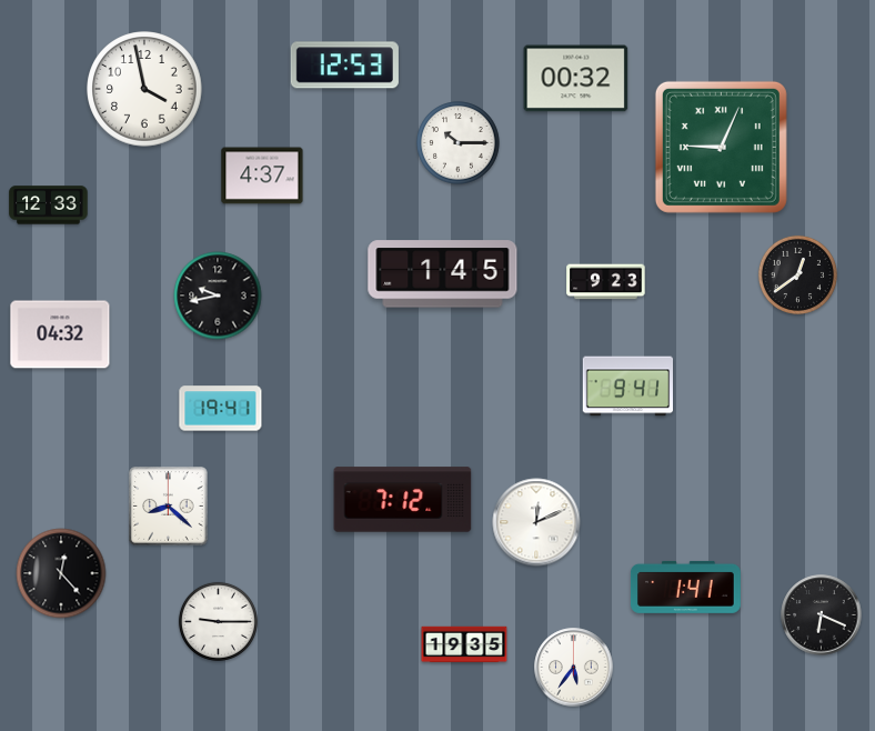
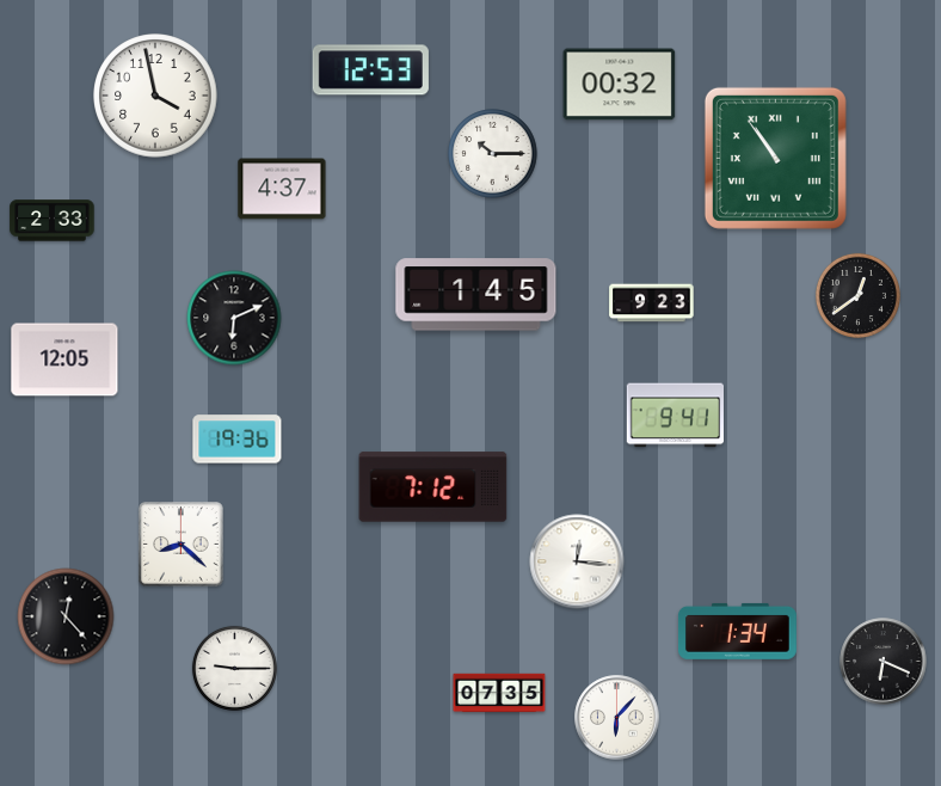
clock at (721, 147): 9:04 -> 10:54
clock at (49, 206): 12:33 -> 2:33
clock at (218, 296): 9:43 -> 6:11
clock at (60, 334): 04:32 -> 12:05
clock at (221, 409): 19:41 -> 19:36
clock at (403, 500) position: (403, 500) -> (433, 487)
clock at (536, 522): 12:11 -> 12:16
clock at (685, 587): 1:41 -> 1:34
clock at (464, 644): 19:35 -> 07:35
clock at (574, 668): 5:36 -> 6:07
